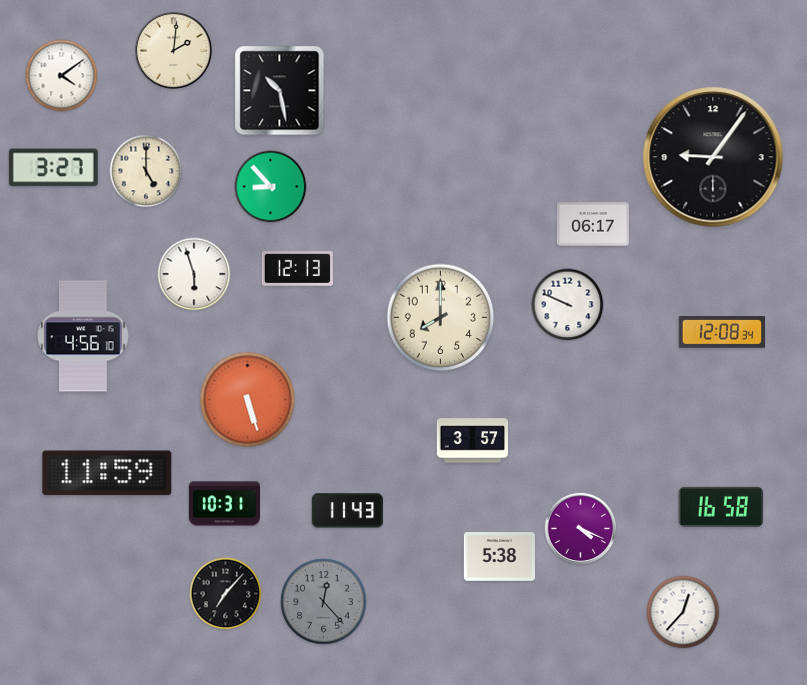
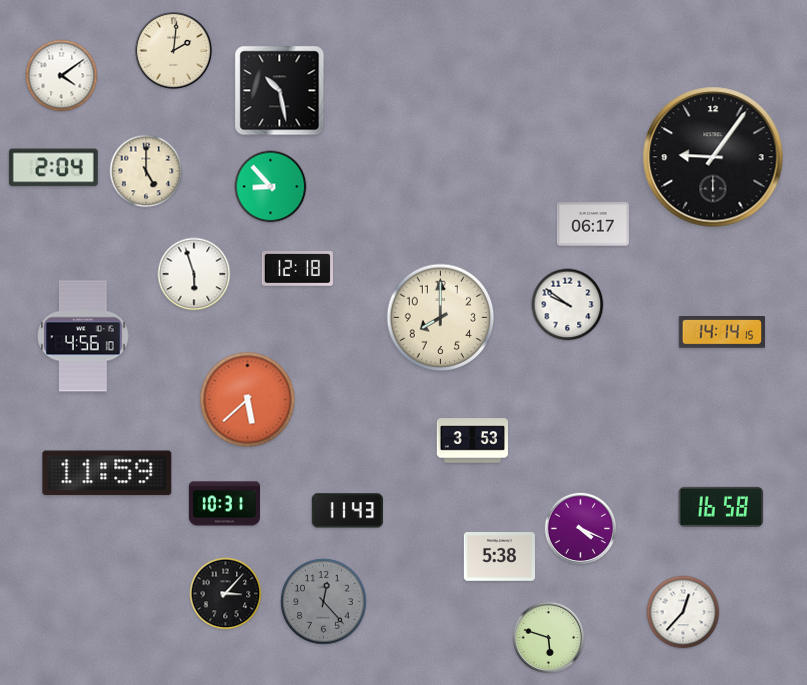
clock at (53, 168): 3:27 -> 2:04
clock at (297, 269): 12:13 -> 12:18
clock at (568, 305): 9:49 -> 9:51
clock at (722, 332): 12:08 -> 14:14
clock at (248, 400): 5:27 -> 5:38
clock at (472, 441): 3:57 -> 3:53
clock at (226, 594): 7:07 -> 3:07
clock at (548, 637): none -> 5:48
